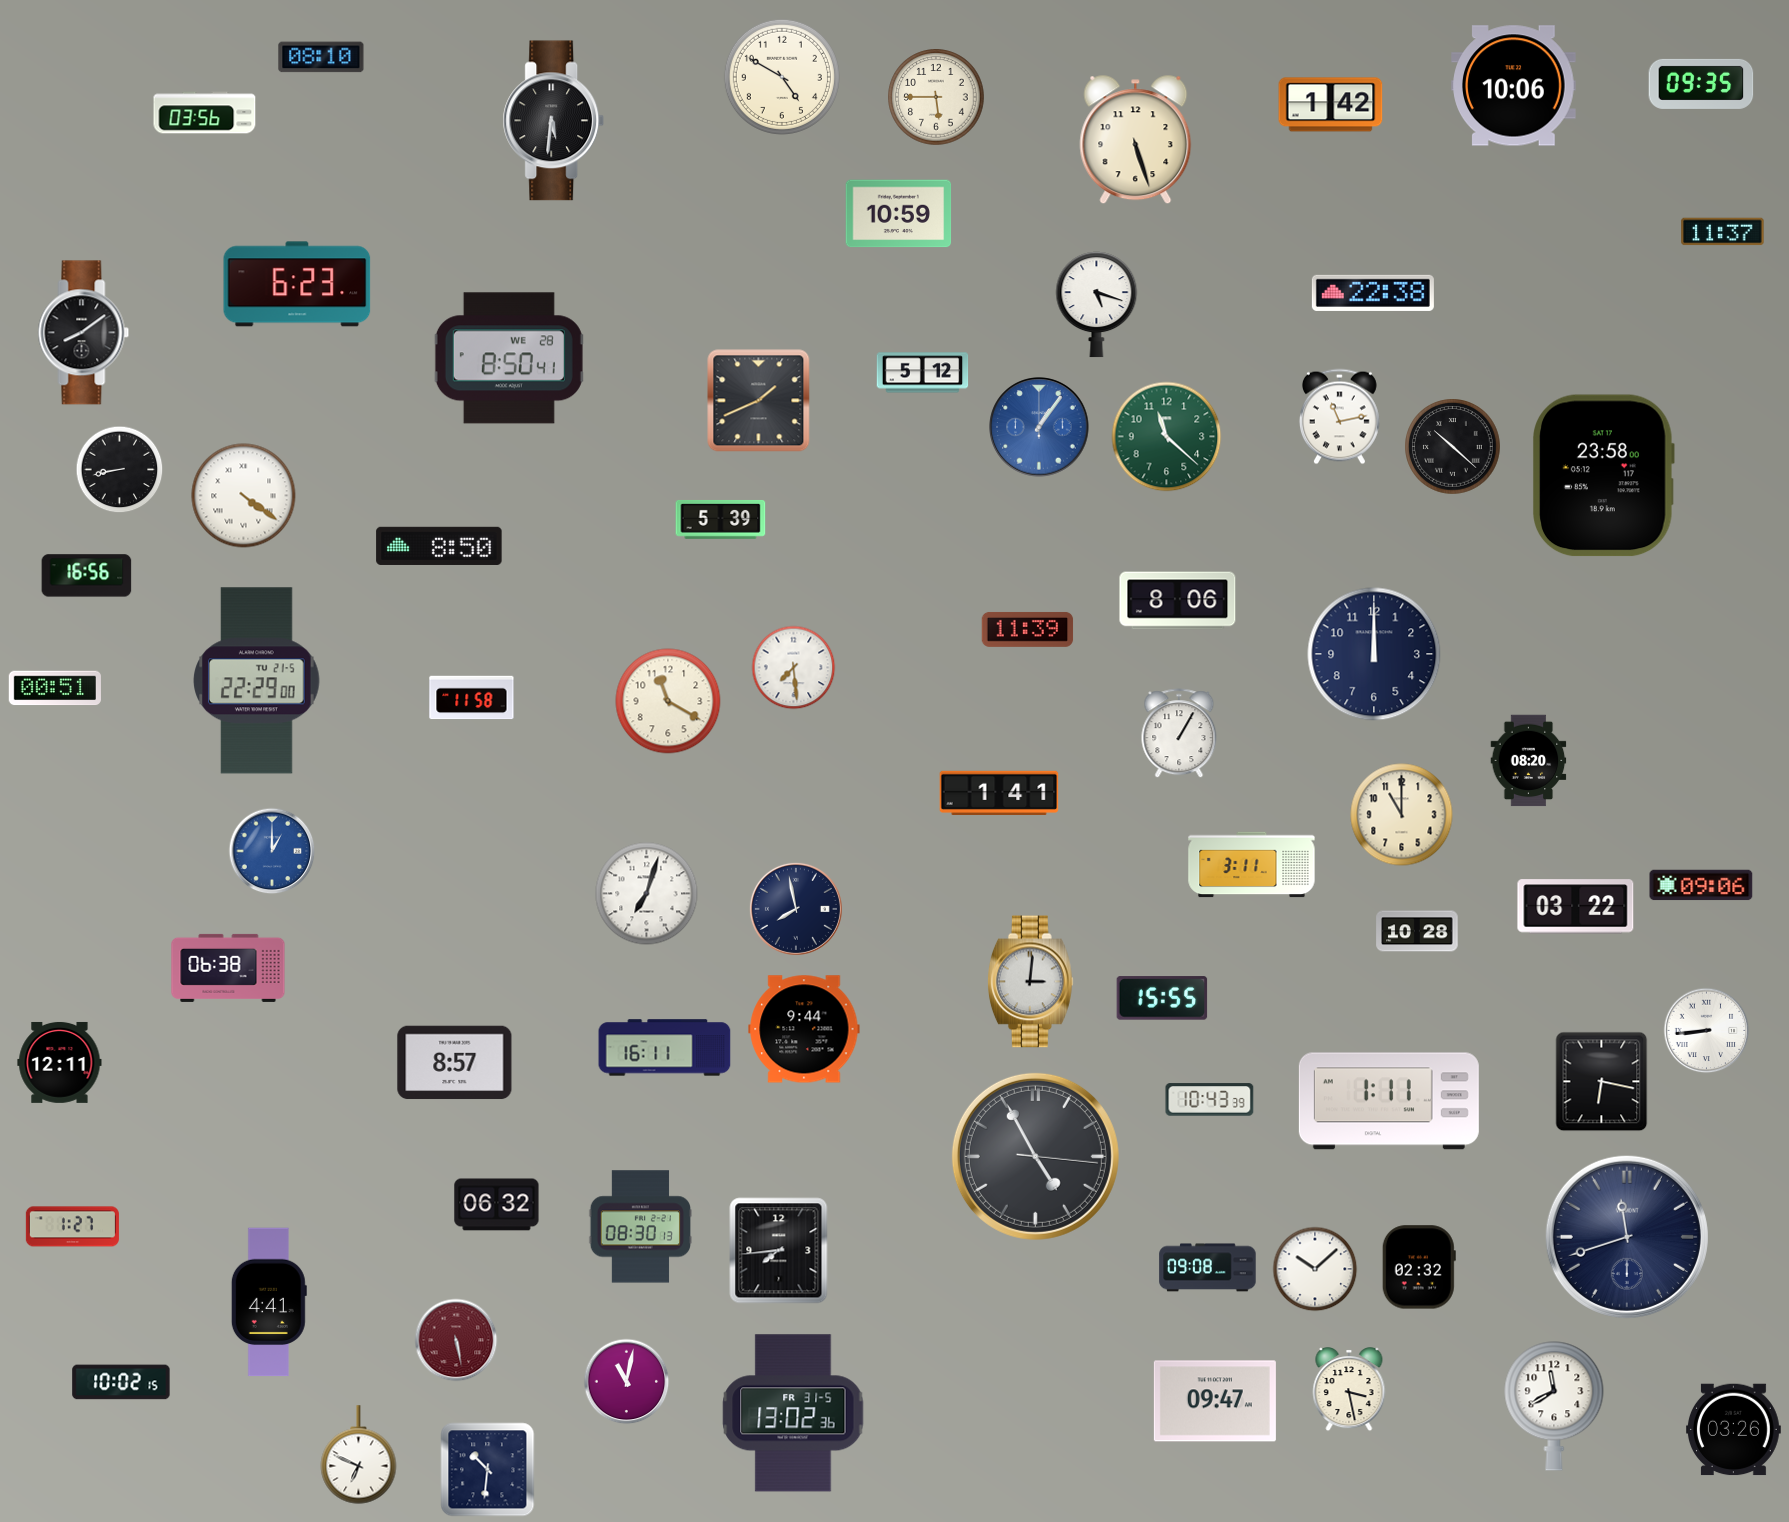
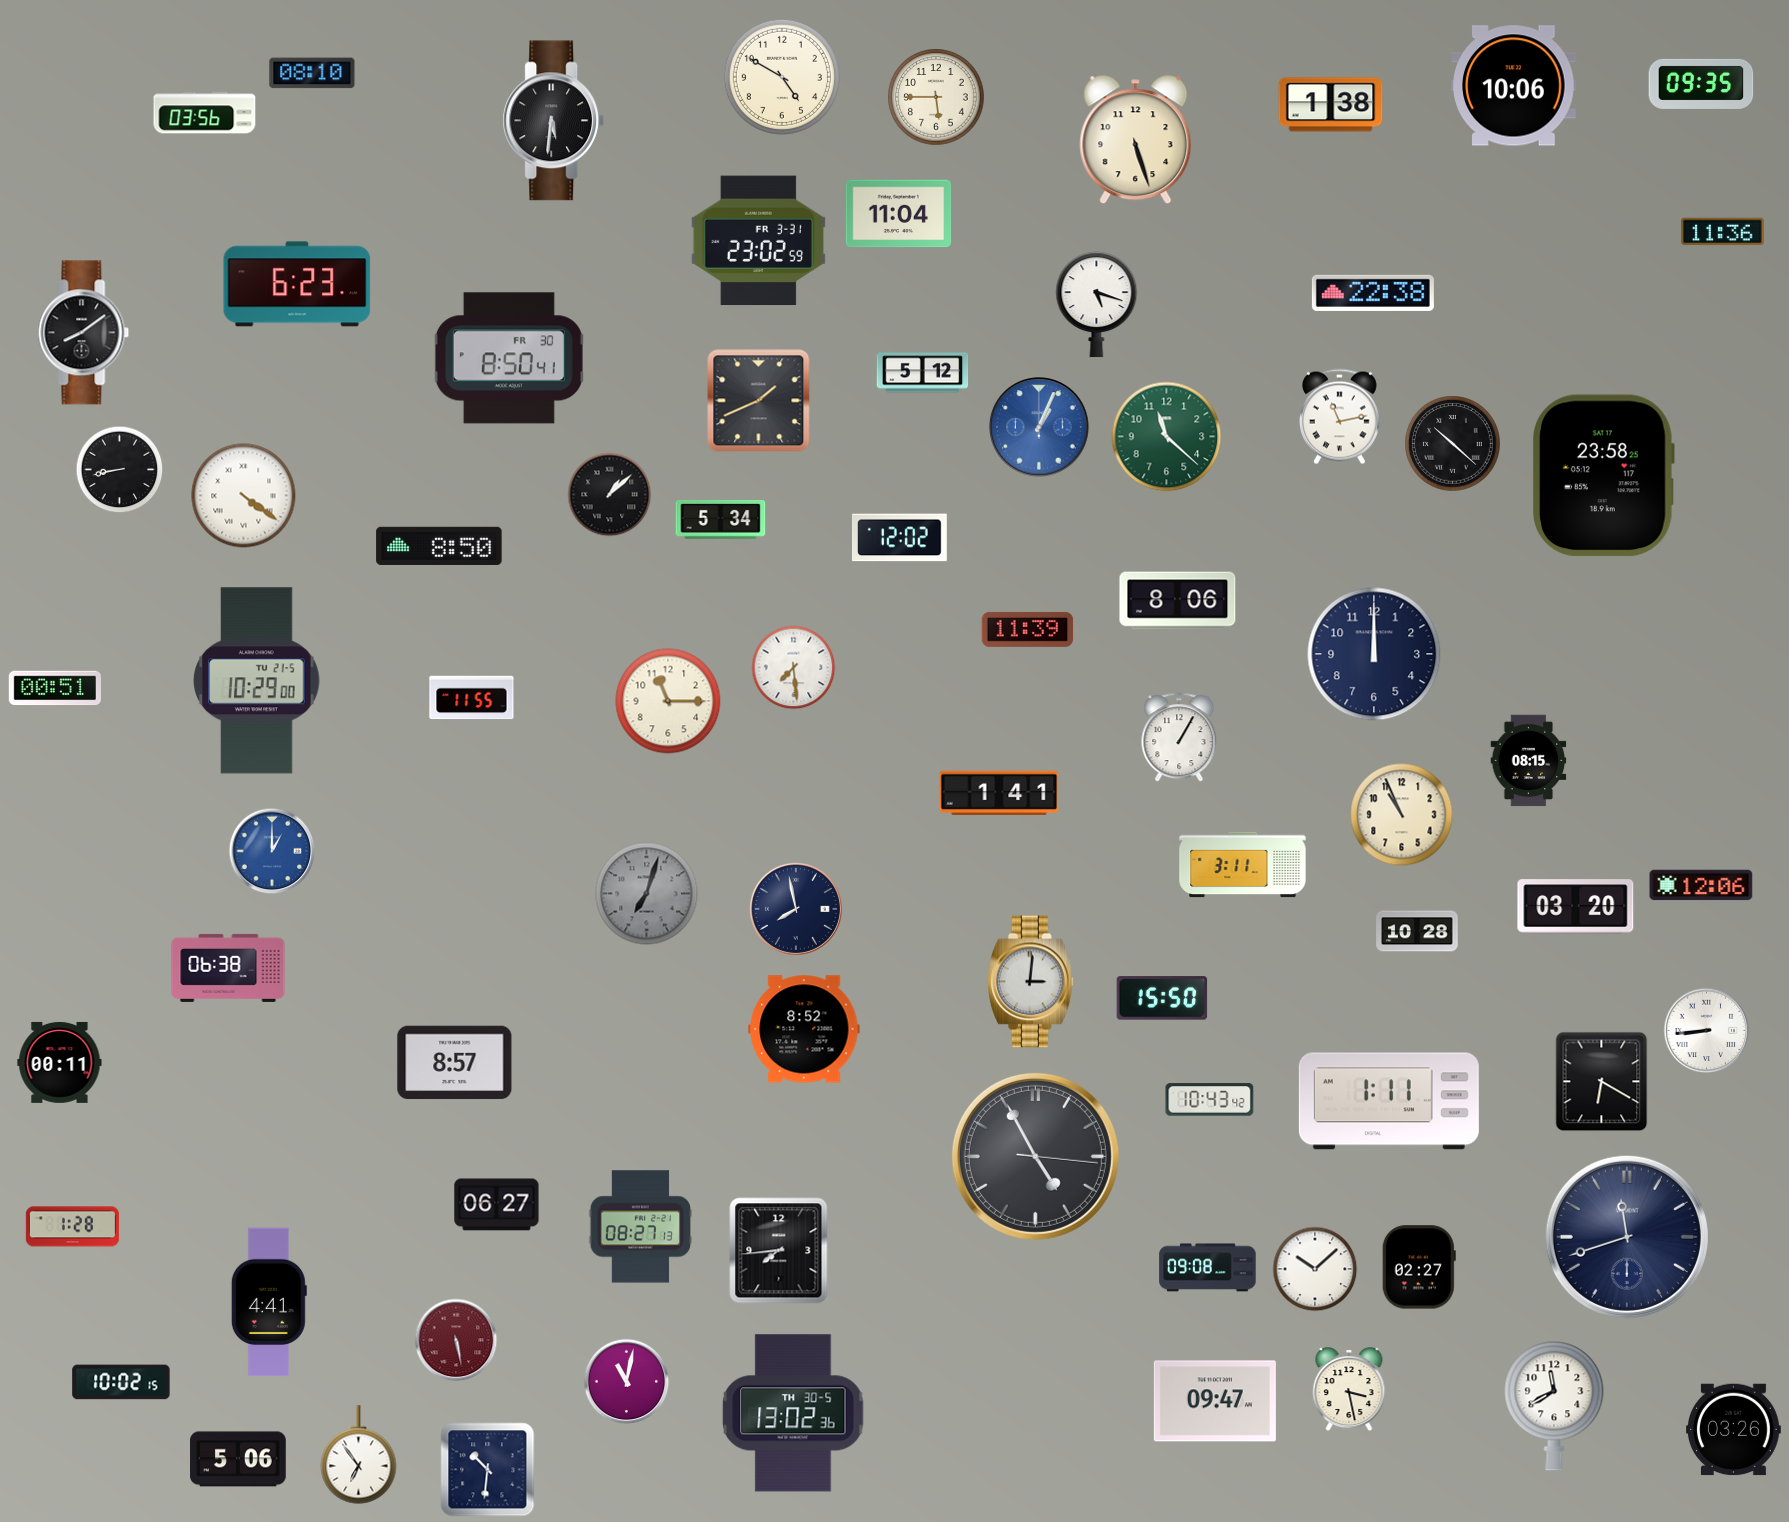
clock at (321, 57) position: (321, 57) -> (312, 73)
clock at (1331, 105): 1:42 -> 1:38
clock at (899, 214): 10:59 -> 11:04
clock at (1723, 232): 11:37 -> 11:36
clock at (758, 241): none -> 23:02
clock at (509, 358) date: WE 28 -> FR 30
clock at (1039, 427): 1:06 -> 1:04
clock at (1453, 447) position: (1453, 447) -> (1453, 444)
clock at (1604, 476): 23:58:00 -> 23:58:25
clock at (610, 495): none -> 1:08
clock at (721, 519): 5:39 -> 5:34
clock at (899, 538): none -> 12:02
clock at (87, 576): 16:56 -> none
clock at (257, 681): 22:29 -> 10:29
clock at (472, 698): 11:58 -> 11:55
clock at (668, 701): 11:20 -> 11:15
clock at (1179, 734) position: (1179, 734) -> (1179, 738)
clock at (1529, 761): 08:20 -> 08:15
clock at (1402, 815): 11:00 -> 10:56
clock at (1252, 865) position: (1252, 865) -> (1243, 865)
clock at (1701, 885): 09:06 -> 12:06
clock at (647, 894) dial: white -> grey
clock at (1576, 907): 03:22 -> 03:20
clock at (1162, 998): 15:55 -> 15:50
clock at (804, 1029): 9:44 -> 8:52
clock at (665, 1048): 16:11 -> none
clock at (60, 1062): 12:11 -> 00:11
clock at (1602, 1082): 6:17 -> 6:20
clock at (1210, 1100): 10:43:39 -> 10:43:42
clock at (497, 1205): 06:32 -> 06:27
clock at (72, 1227): 1:27 -> 1:28
clock at (640, 1227): 08:30 -> 08:27
clock at (1419, 1267): 02:32 -> 02:27
clock at (793, 1413) date: FR 31-5 -> TH 30-5
clock at (359, 1455): 6:49 -> 6:54
clock at (238, 1459): none -> 5:06
